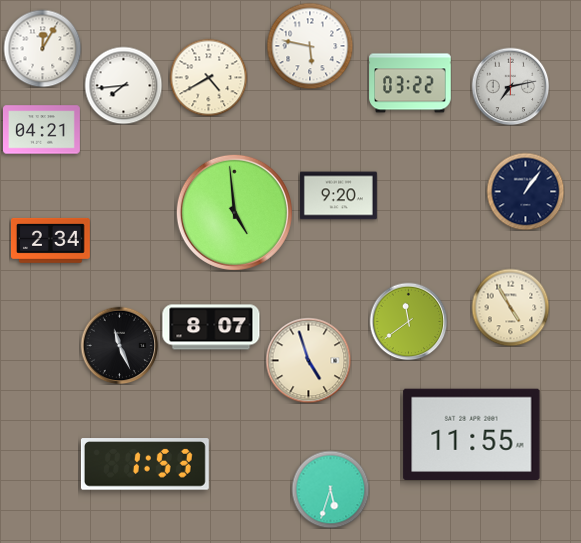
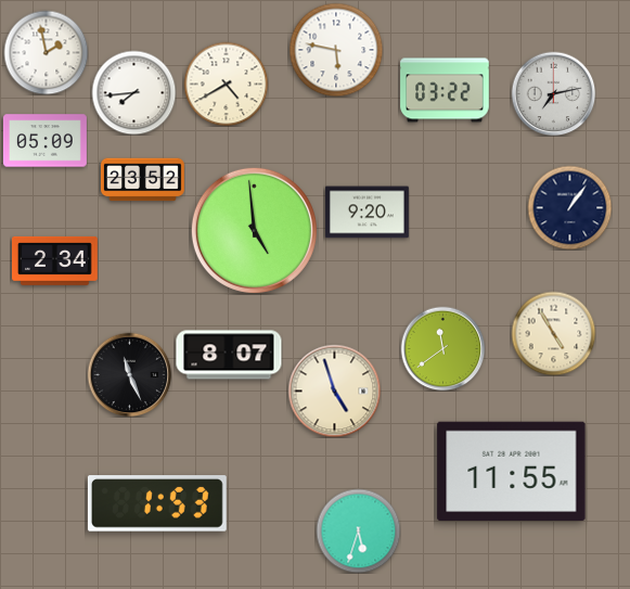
clock at (42, 48): 12:05 -> 1:58
clock at (41, 130): 04:21 -> 05:09
clock at (143, 180): none -> 23:52
